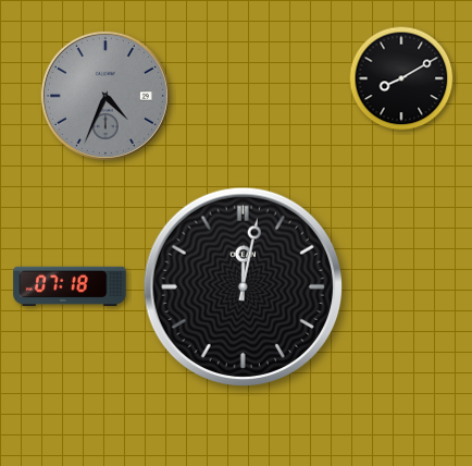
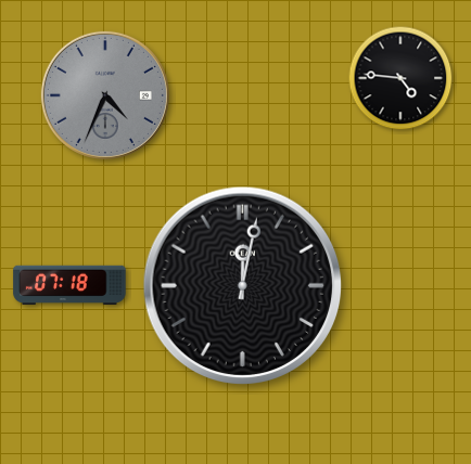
clock at (401, 78): 8:10 -> 4:46
